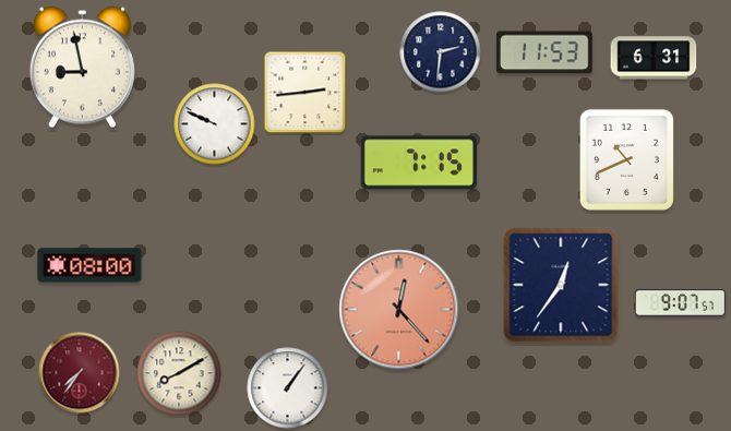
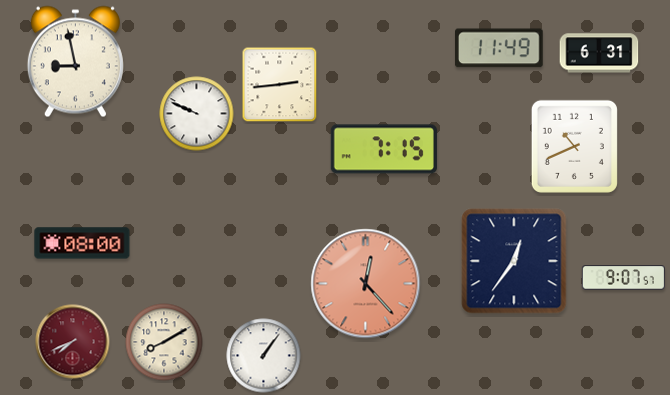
clock at (441, 52): 2:31 -> none
clock at (546, 52): 11:53 -> 11:49
clock at (80, 373): 7:36 -> 7:41
